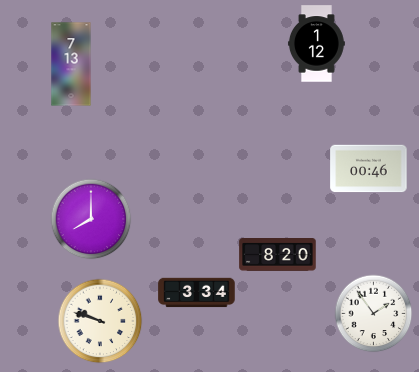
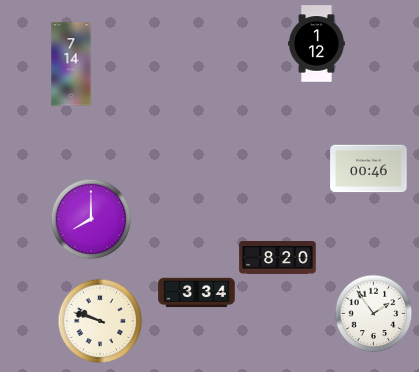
clock at (71, 64): 7:13 -> 7:14
clock at (278, 255) position: (278, 255) -> (278, 258)
